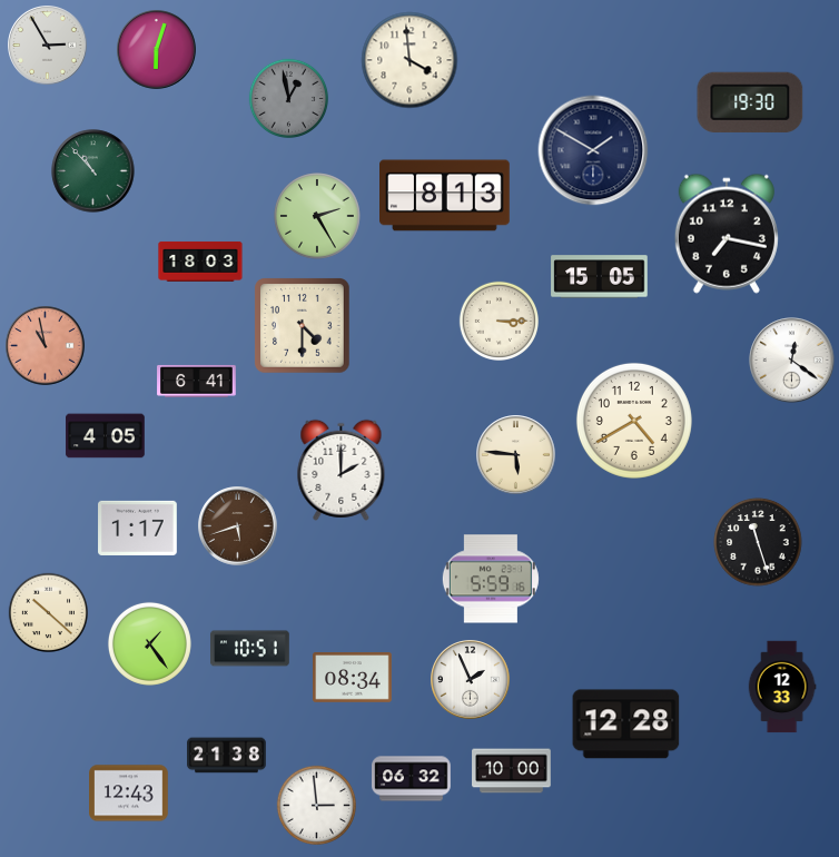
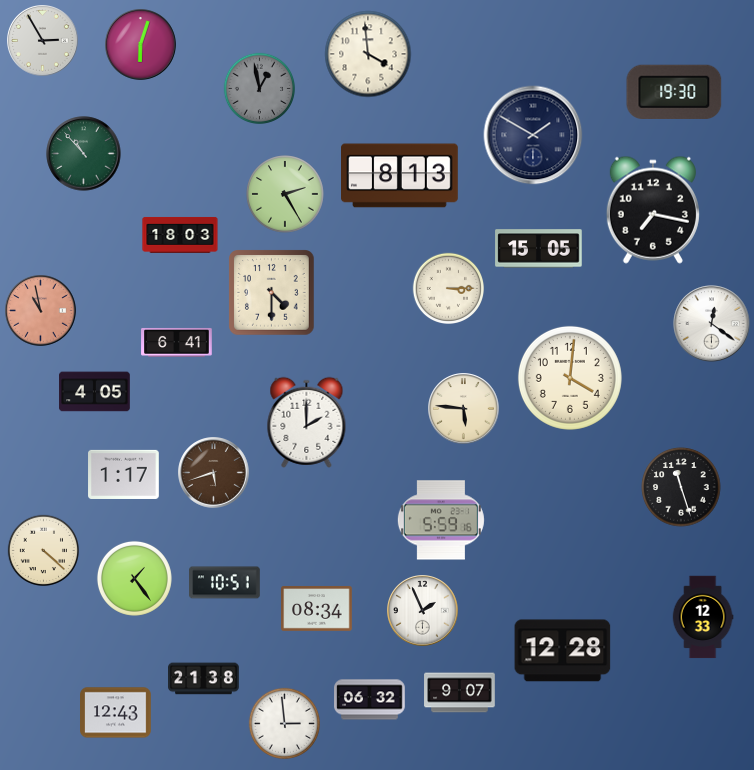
clock at (634, 421): 4:40 -> 4:01
clock at (48, 612): 10:22 -> 4:22
clock at (512, 771): 10:00 -> 9:07
